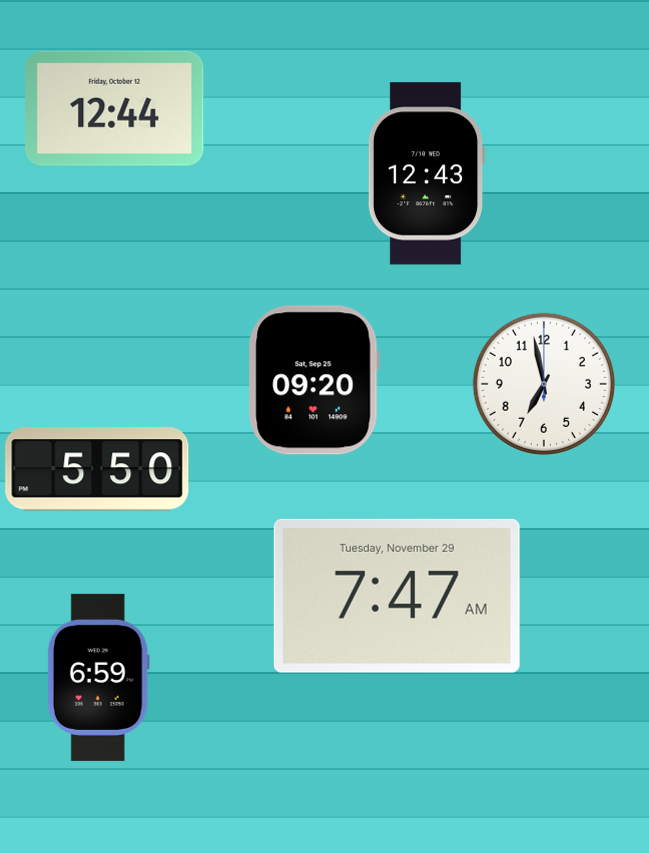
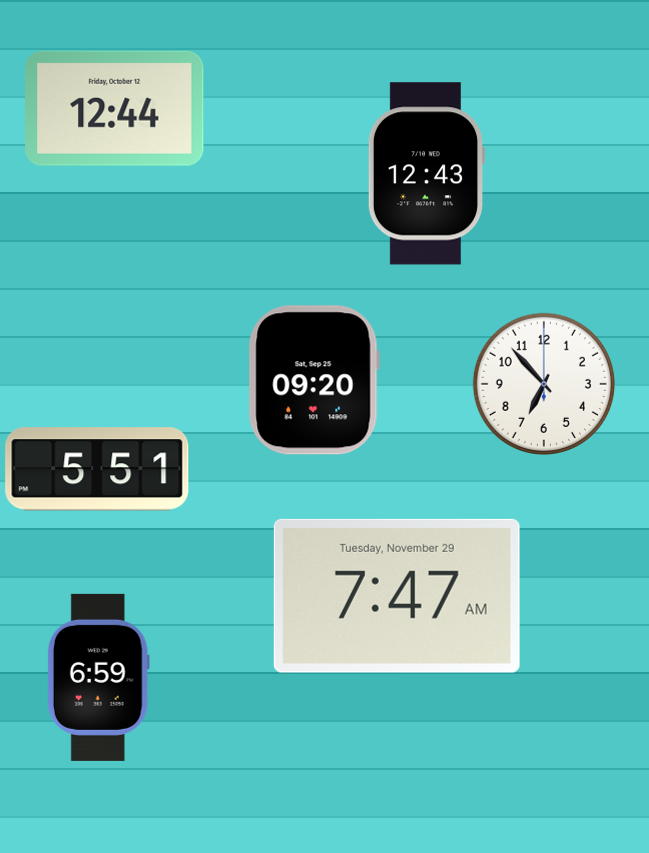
clock at (544, 384): 6:58 -> 6:53
clock at (97, 469): 5:50 -> 5:51
